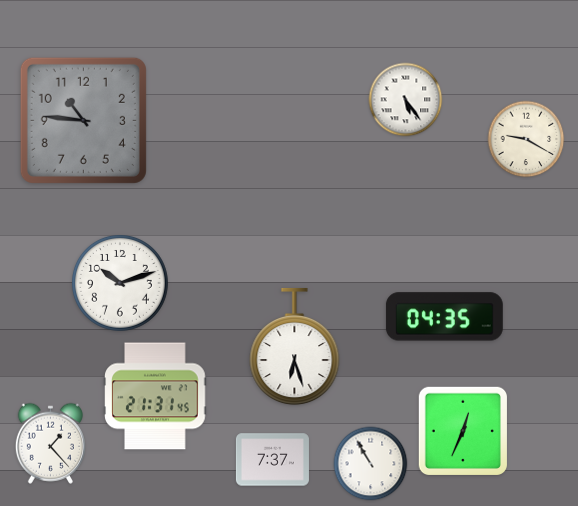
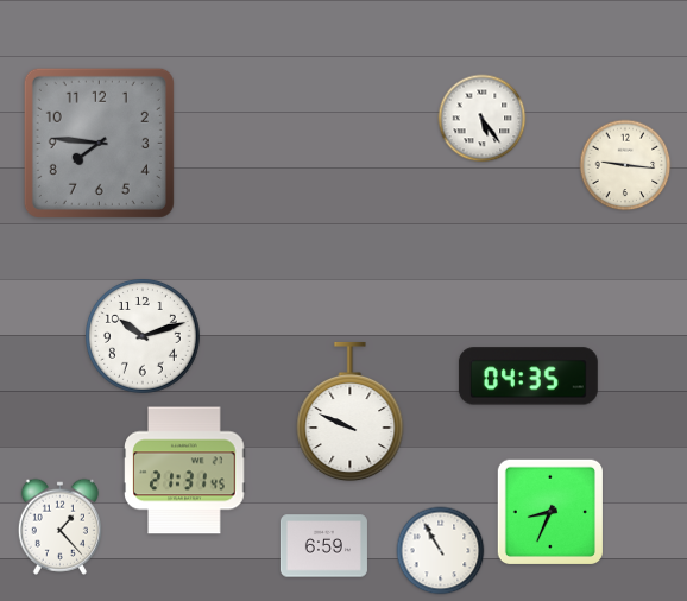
clock at (83, 120): 10:46 -> 7:46
clock at (526, 139): 9:20 -> 9:16
clock at (295, 347): 6:27 -> 9:49
clock at (463, 431): 12:34 -> 8:34
clock at (272, 460): 7:37 -> 6:59
